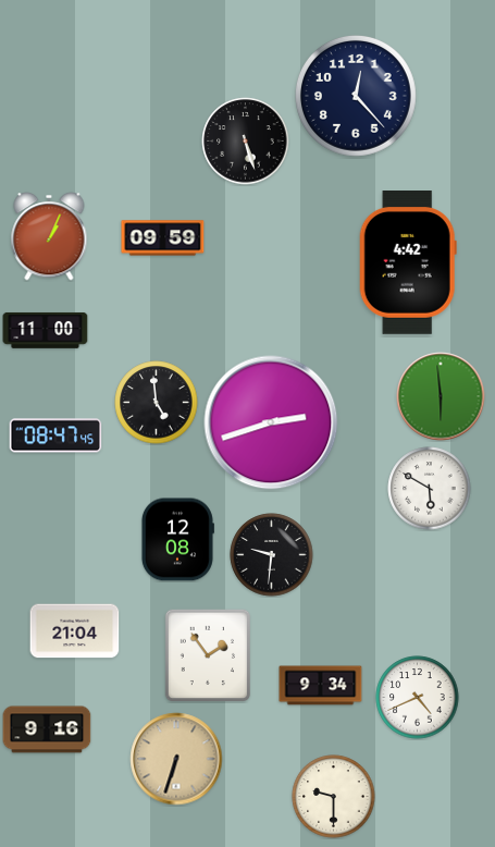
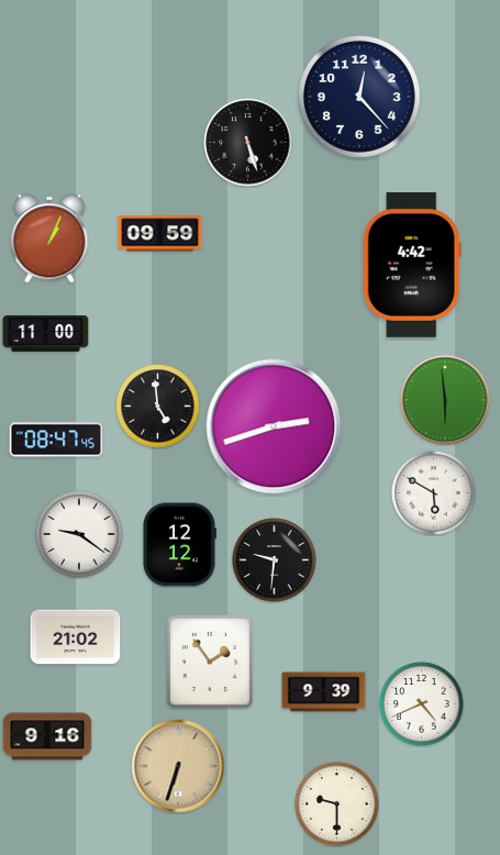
clock at (163, 238) position: (163, 238) -> (160, 234)
clock at (79, 534): none -> 9:21
clock at (177, 540): 12:08 -> 12:12
clock at (75, 631): 21:04 -> 21:02
clock at (321, 686): 9:34 -> 9:39
